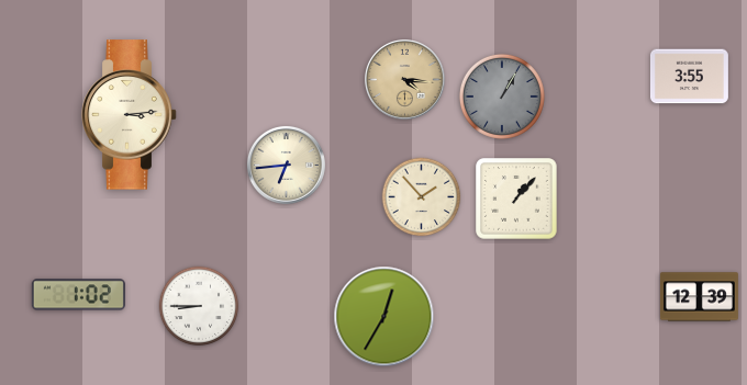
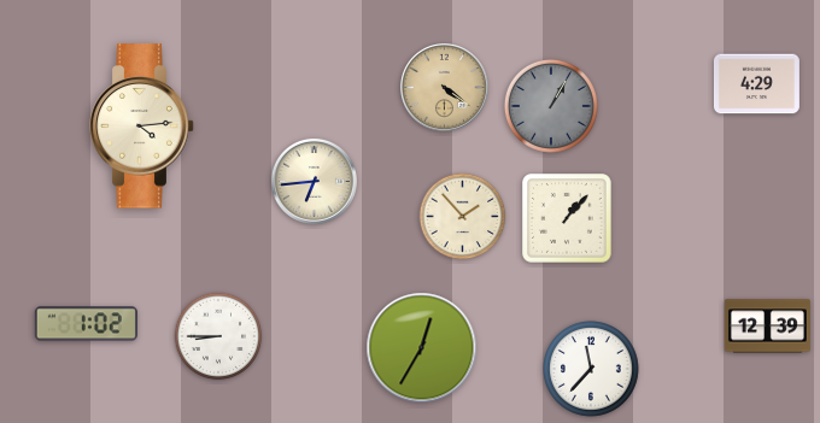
clock at (689, 77): 3:55 -> 4:29
clock at (405, 80): 4:16 -> 4:21
clock at (130, 115): 3:14 -> 4:14
clock at (592, 370): none -> 11:37
